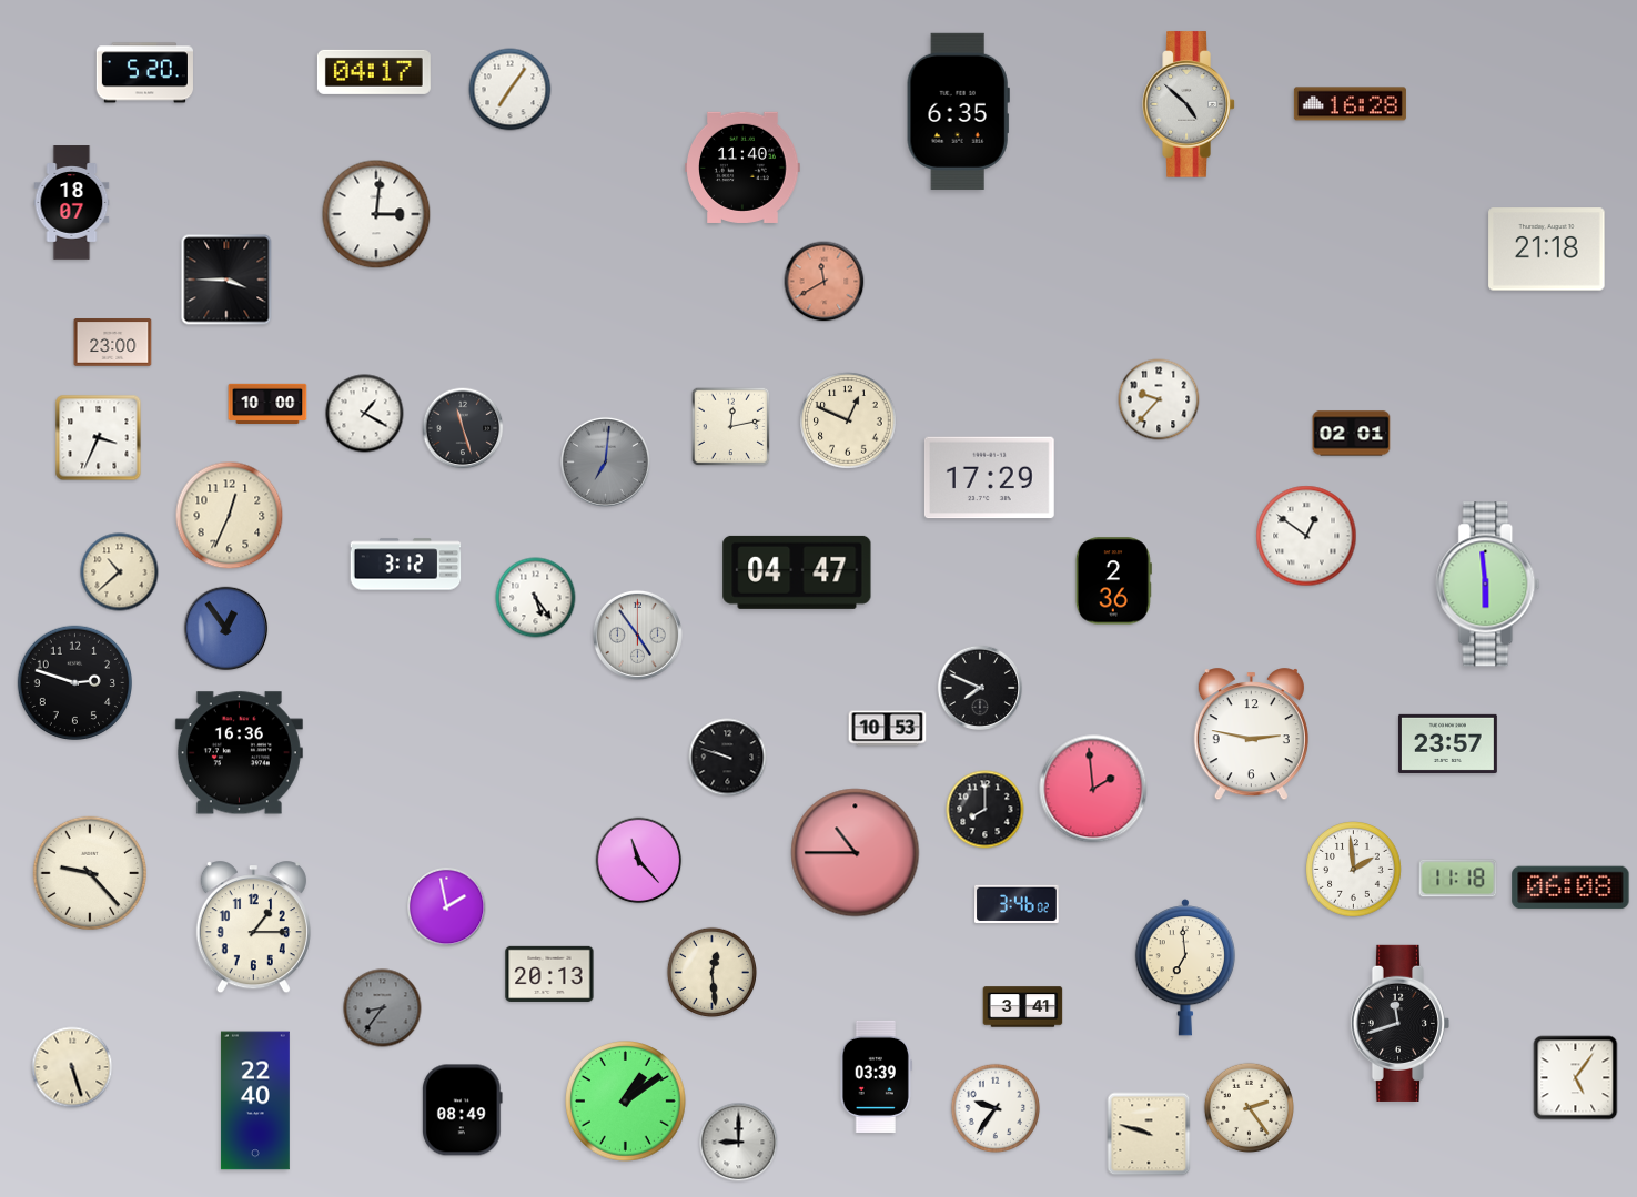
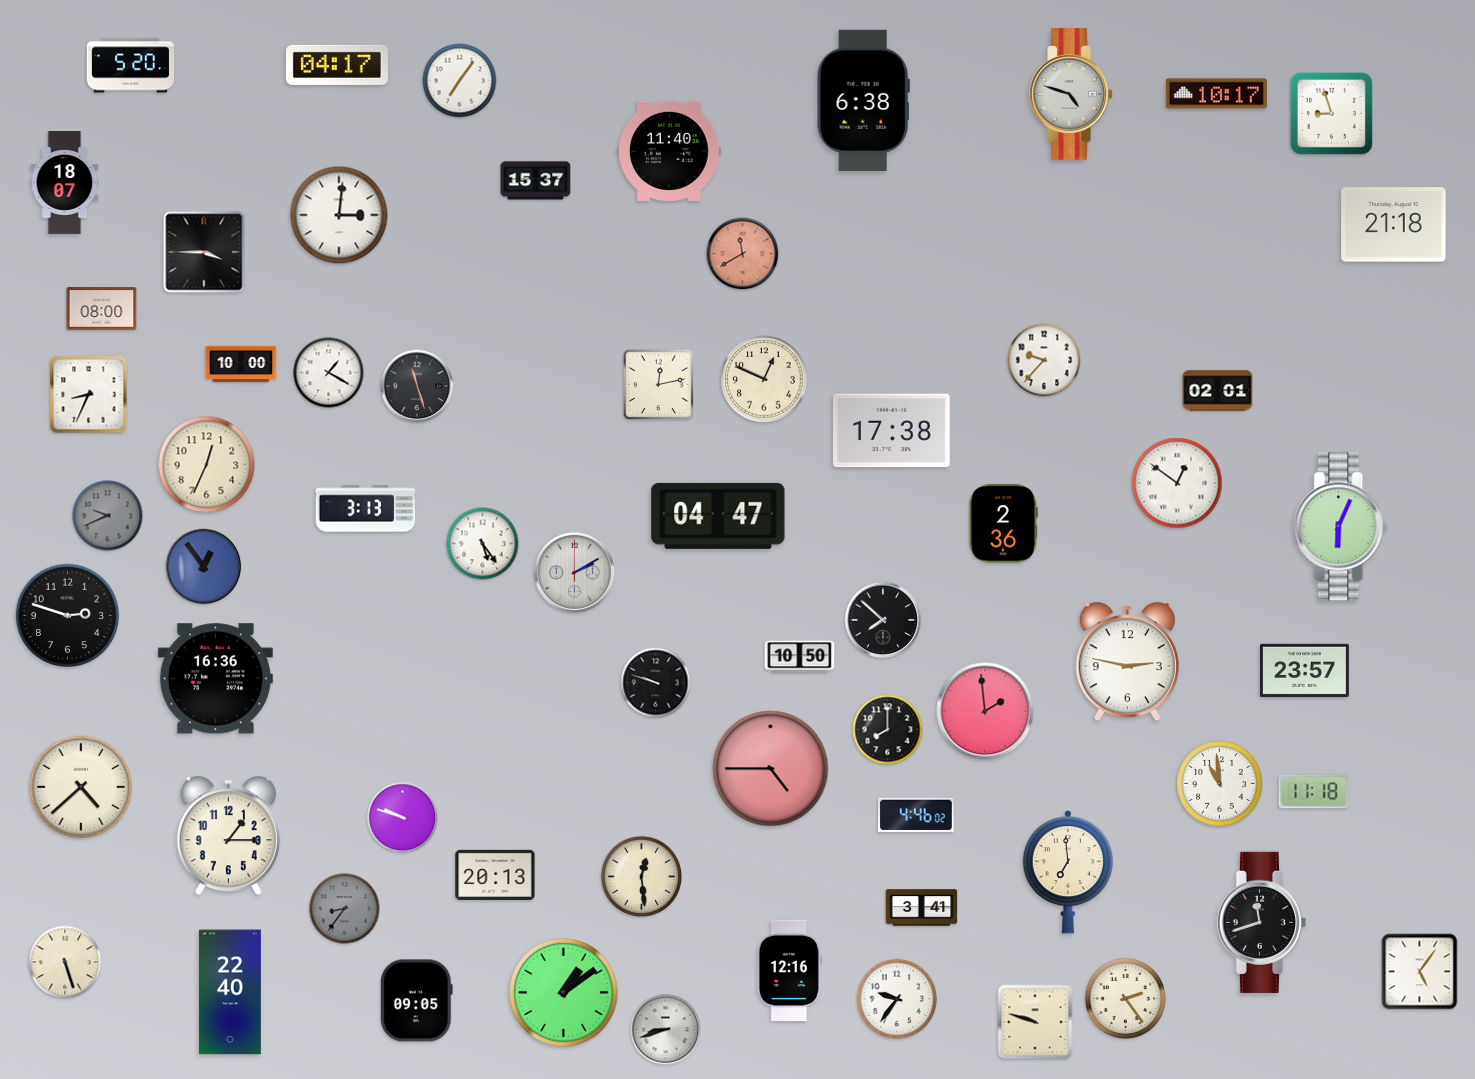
clock at (1189, 104): 4:52 -> 4:48
clock at (1350, 104): 16:28 -> 10:17
clock at (958, 111): 6:35 -> 6:38
clock at (1331, 113): none -> 8:57
clock at (536, 181): none -> 15:37
clock at (376, 214) position: (376, 214) -> (339, 215)
clock at (113, 343): 23:00 -> 08:00
clock at (99, 438): 3:34 -> 8:34
clock at (605, 461): 7:01 -> none
clock at (989, 478): 17:29 -> 17:38
clock at (406, 565): 3:12 -> 3:13
clock at (120, 572): 10:38 -> 9:41
clock at (120, 572) dial: cream -> grey
clock at (1488, 585): 5:59 -> 6:04
clock at (536, 598) position: (536, 598) -> (483, 544)
clock at (637, 635): 4:54 -> 2:10
clock at (980, 688): 7:49 -> 7:52
clock at (888, 729): 10:53 -> 10:50
clock at (856, 853): 10:45 -> 4:45
clock at (639, 861): 11:23 -> none
clock at (1354, 870): 1:59 -> 10:59
clock at (90, 873): 9:23 -> 4:38
clock at (1570, 887): 06:08 -> none
clock at (1018, 904): 3:46 -> 4:46
clock at (447, 907): 1:58 -> 9:48
clock at (549, 973) position: (549, 973) -> (495, 874)
clock at (876, 1076): 03:39 -> 12:16
clock at (462, 1110): 08:49 -> 09:05
clock at (739, 1143): 9:00 -> 8:42
